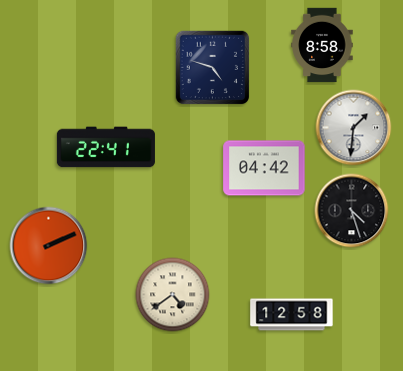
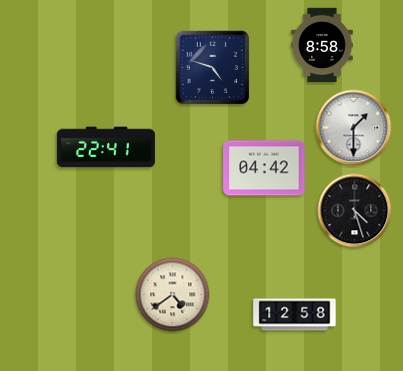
clock at (354, 128): 1:31 -> 1:30
clock at (352, 211) position: (352, 211) -> (355, 211)
clock at (49, 246): 2:11 -> none
clock at (292, 315) position: (292, 315) -> (295, 315)
